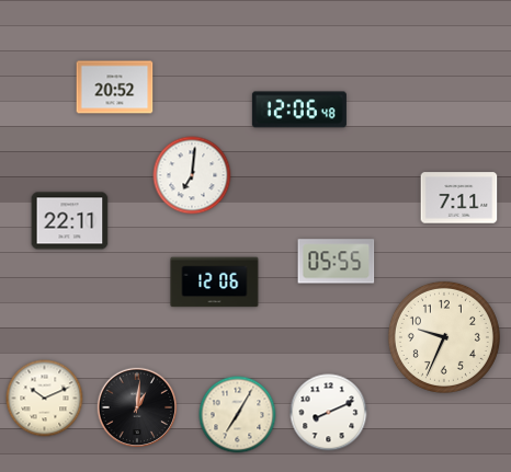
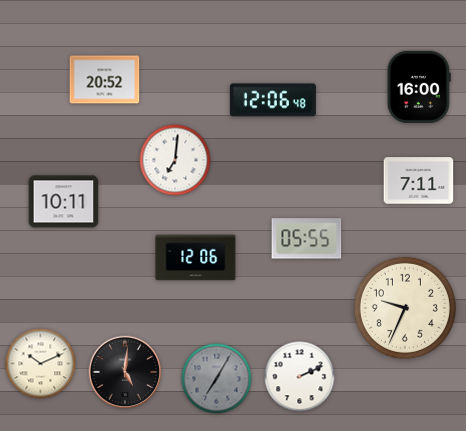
clock at (419, 87): none -> 16:00
clock at (70, 221): 22:11 -> 10:11
clock at (137, 407): 1:01 -> 5:01
clock at (329, 413): 8:11 -> 2:11
clock at (238, 415) dial: cream -> grey
